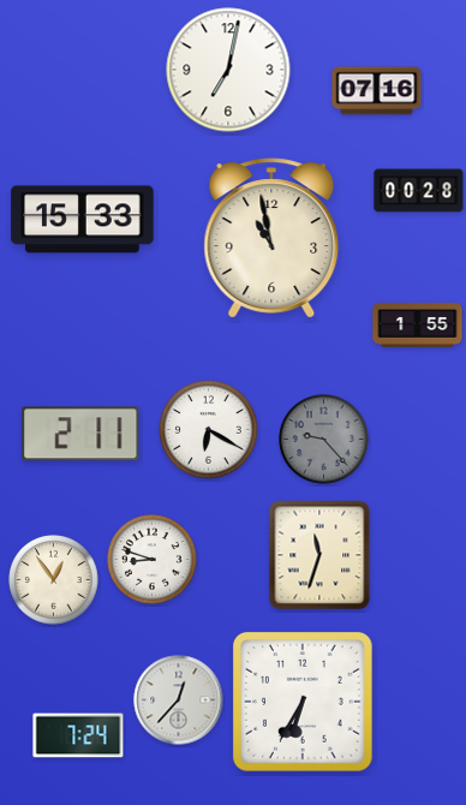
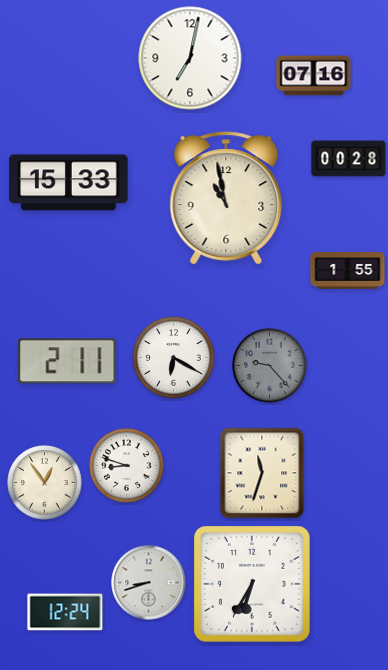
clock at (319, 555) position: (319, 555) -> (262, 473)
clock at (179, 700): 12:37 -> 8:42
clock at (78, 735): 7:24 -> 12:24
